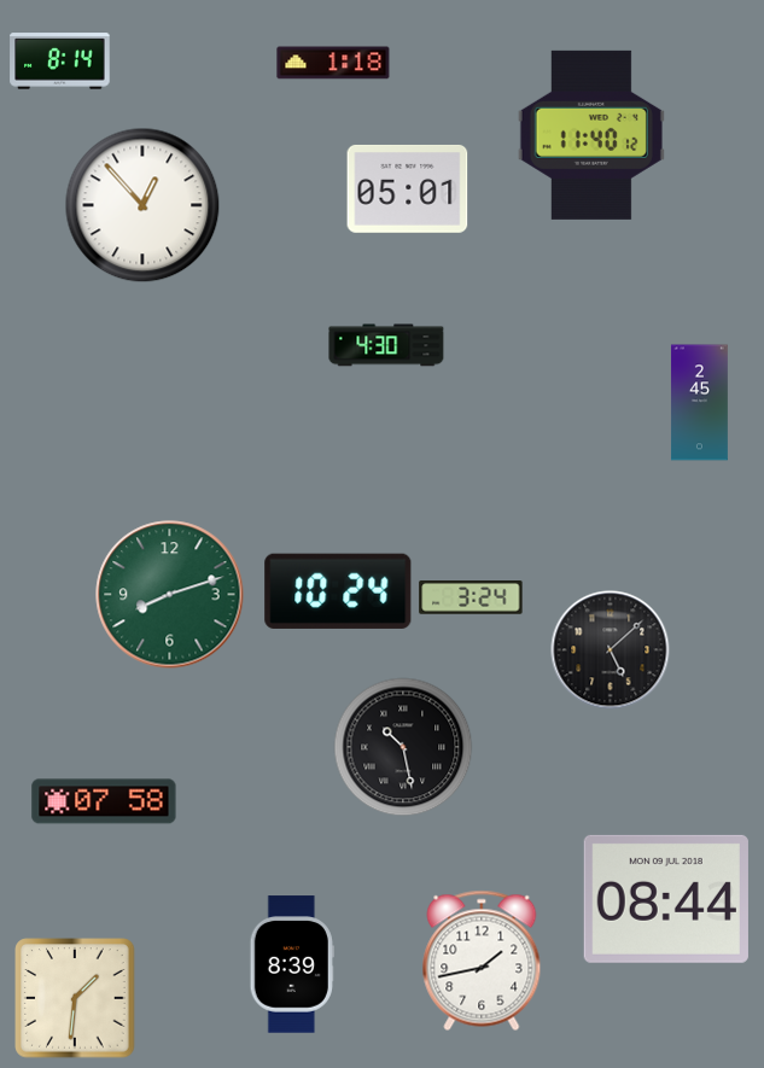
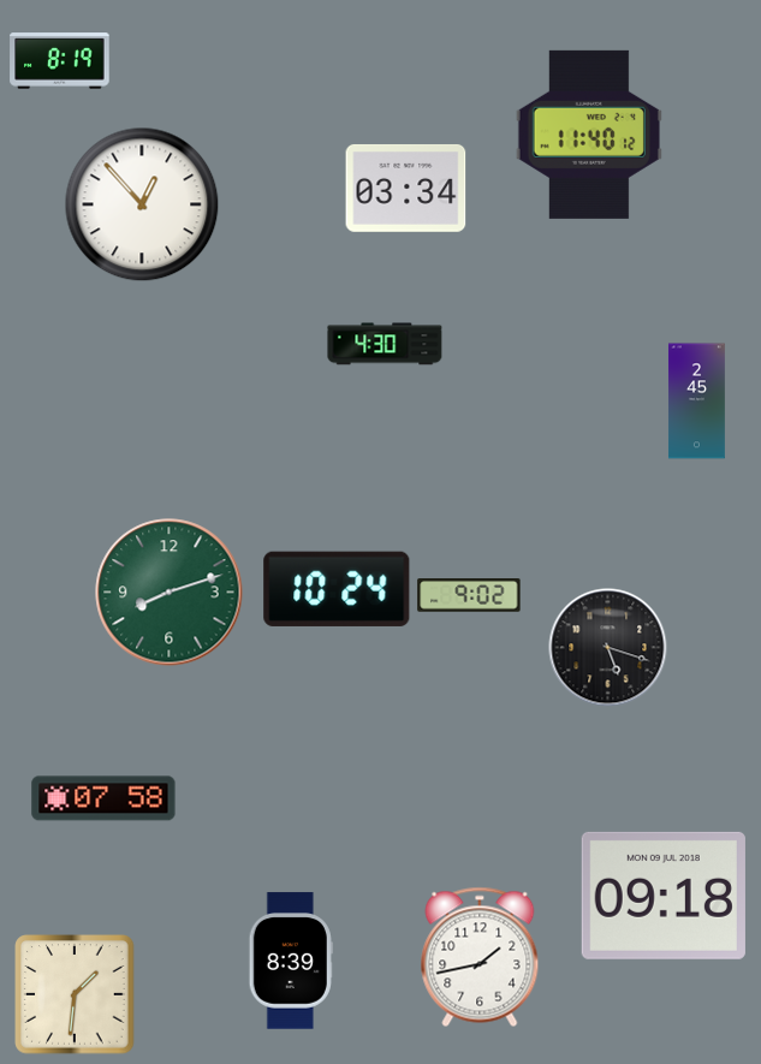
clock at (60, 62): 8:14 -> 8:19
clock at (333, 63): 1:18 -> none
clock at (408, 188): 05:01 -> 03:34
clock at (471, 599): 3:24 -> 9:02
clock at (611, 650): 5:08 -> 5:18
clock at (403, 747): 10:28 -> none
clock at (666, 899): 08:44 -> 09:18
